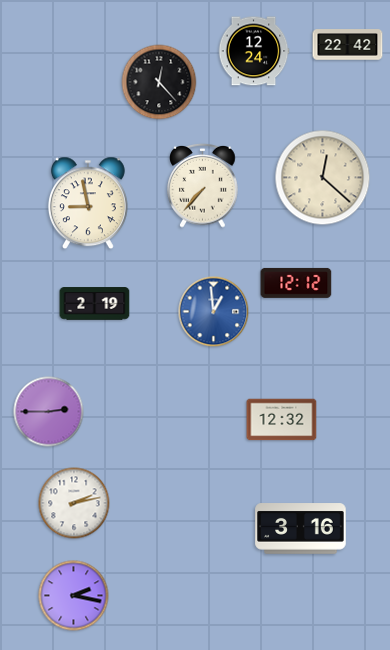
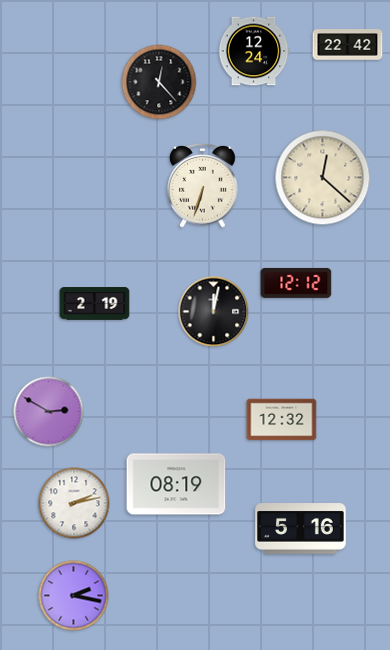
clock at (203, 185): 7:37 -> 6:33
clock at (88, 203): 8:58 -> none
clock at (214, 312): 12:59 -> 12:02
clock at (214, 312) dial: blue -> black
clock at (49, 412): 2:45 -> 2:50
clock at (176, 484): none -> 08:19
clock at (301, 529): 3:16 -> 5:16
